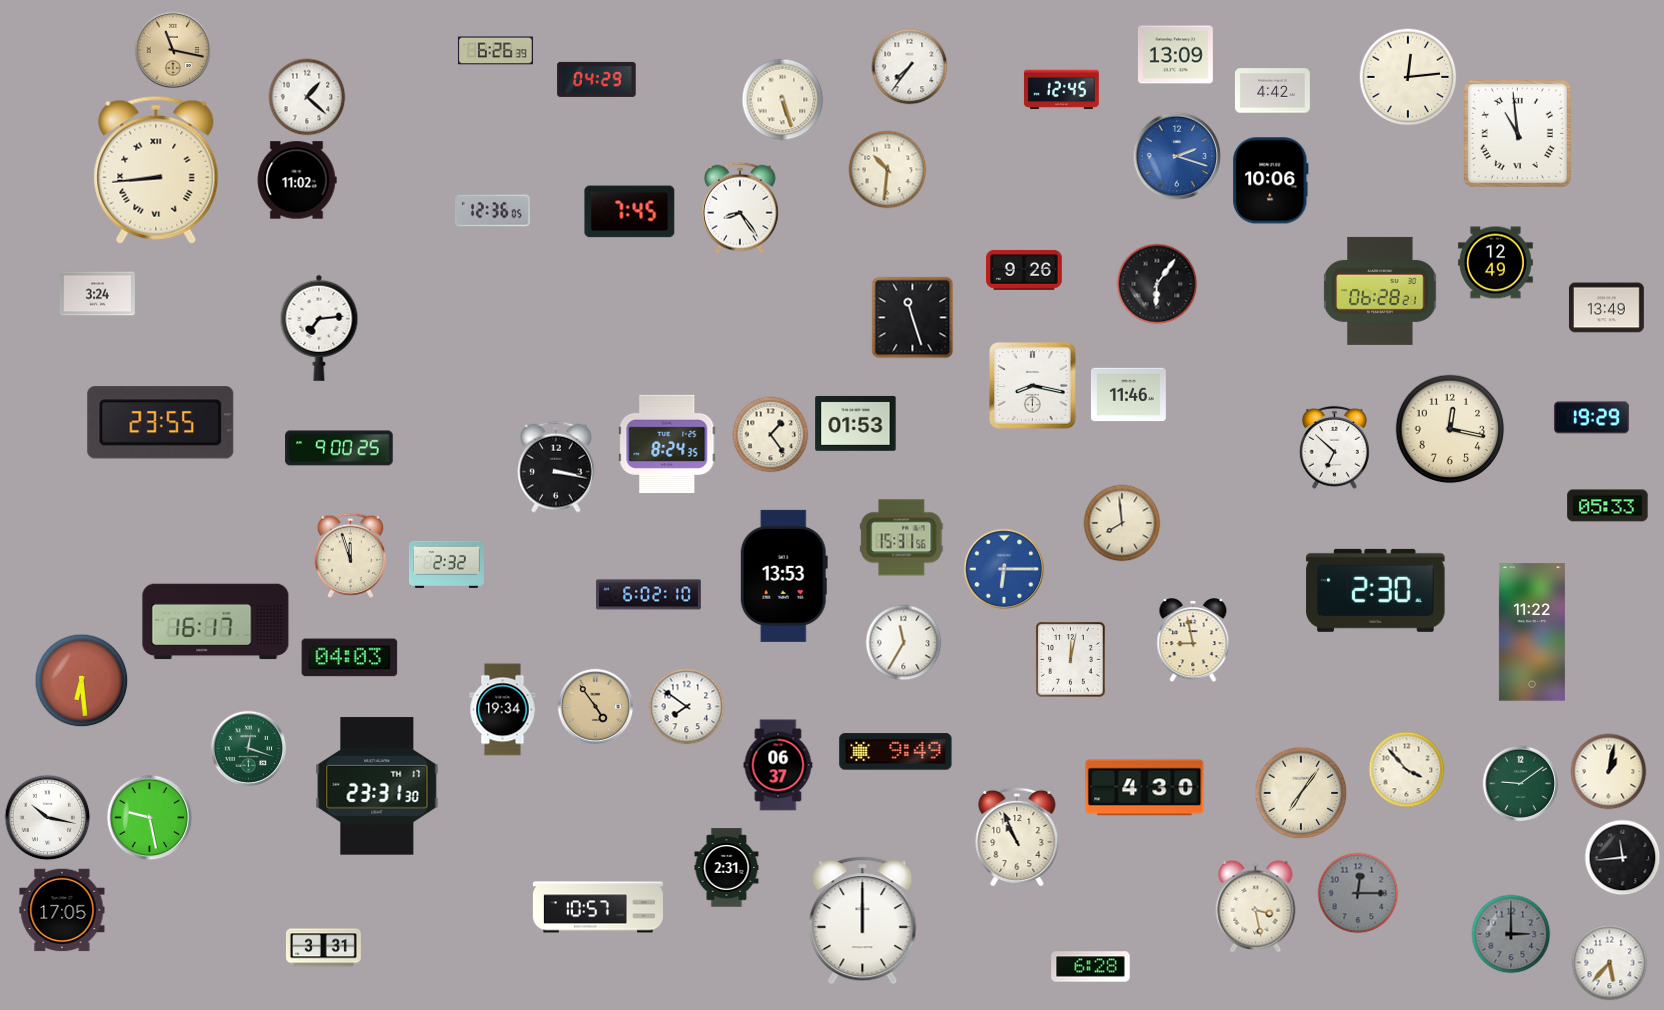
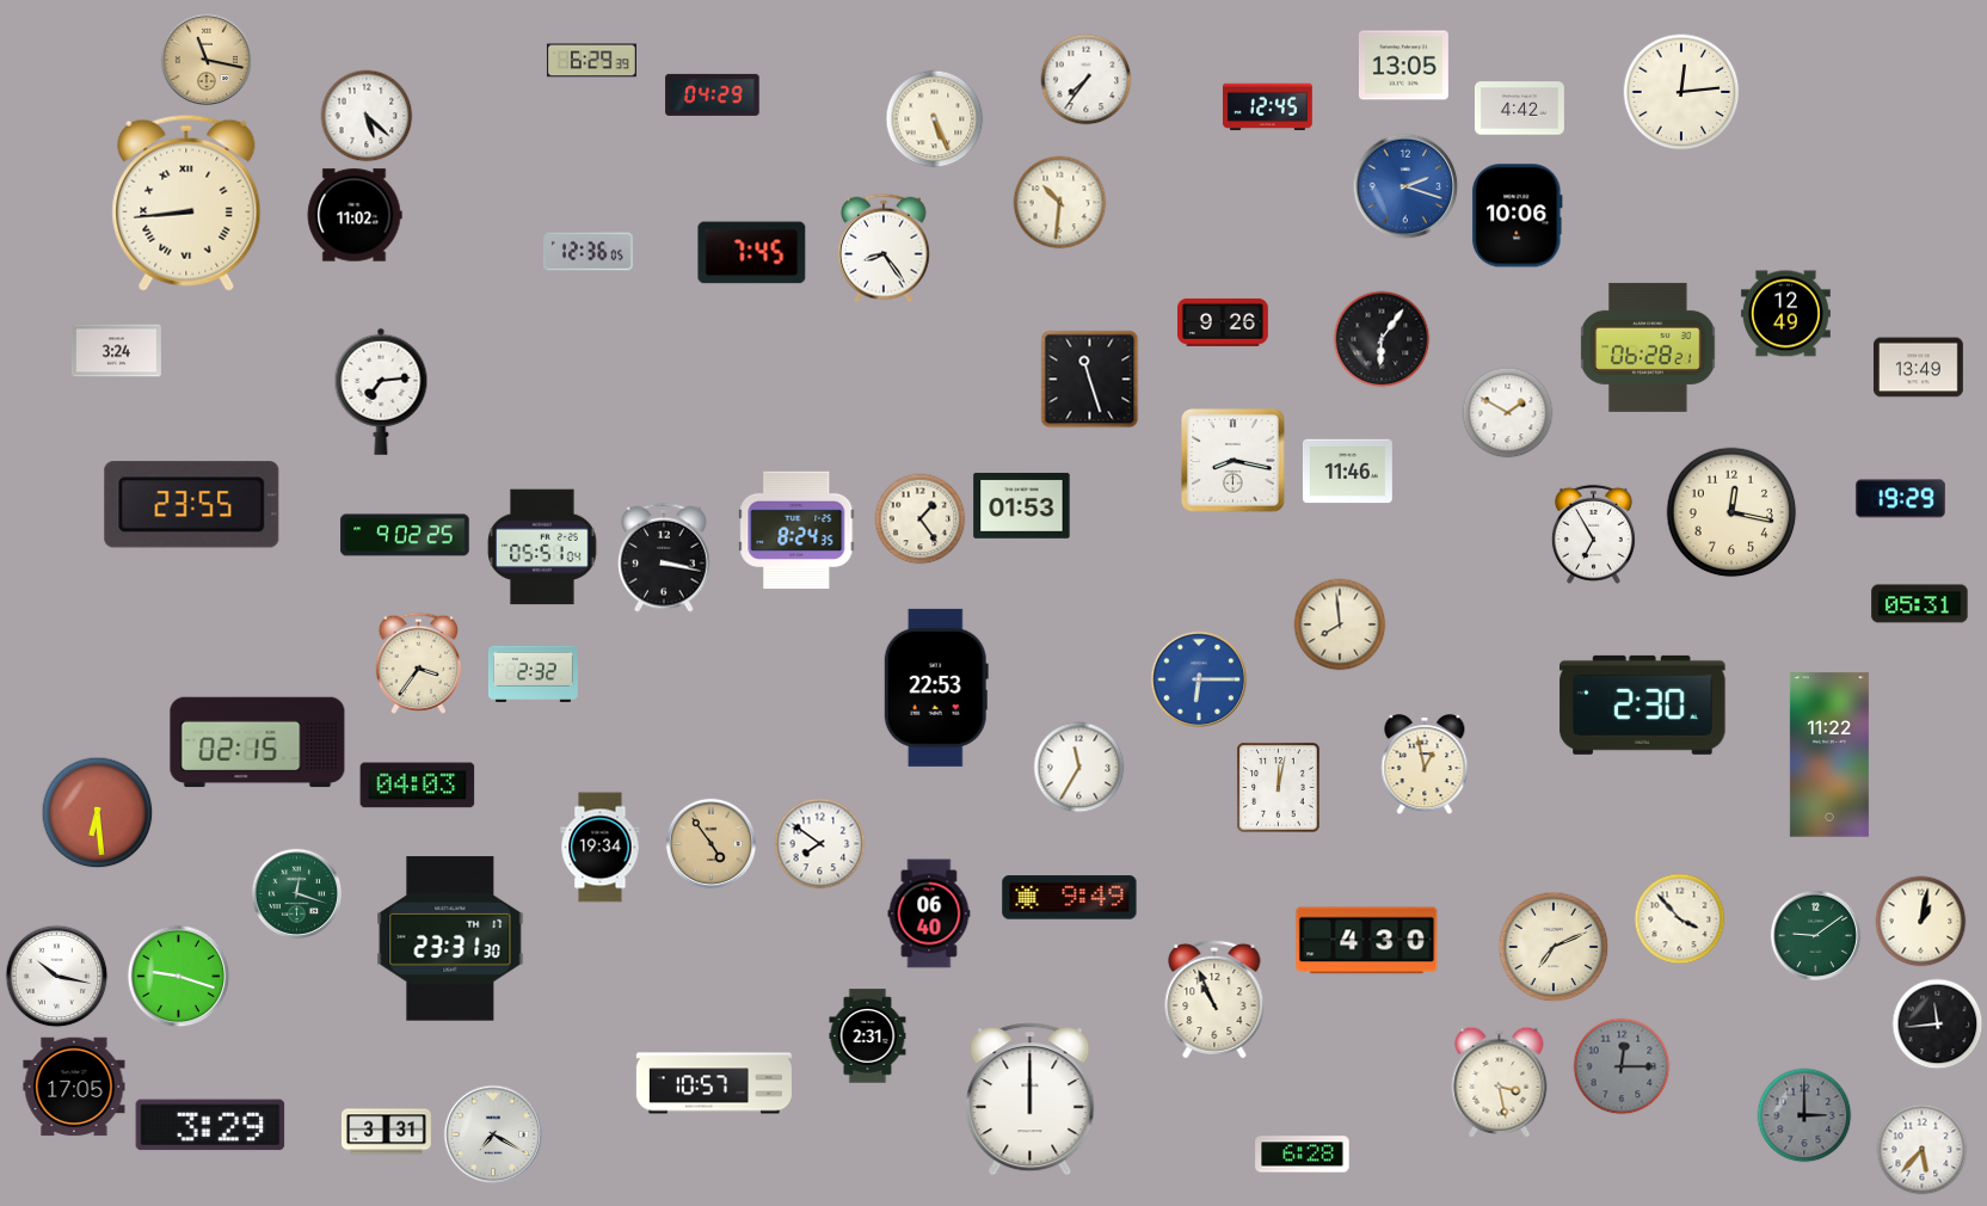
clock at (495, 51): 6:26 -> 6:29
clock at (1175, 55): 13:09 -> 13:05
clock at (307, 97): 1:22 -> 5:22
clock at (783, 100): 5:27 -> 5:26
clock at (1517, 133): 10:59 -> none
clock at (1508, 413): none -> 1:50
clock at (1334, 447): 6:52 -> 6:55
clock at (339, 448): 9:00 -> 9:02
clock at (542, 547): none -> 05:51
clock at (1608, 506): 05:33 -> 05:31
clock at (902, 538): 15:31 -> none
clock at (350, 555): 11:57 -> 3:36
clock at (784, 576): 13:53 -> 22:53
clock at (649, 595): 6:02 -> none
clock at (216, 622): 16:17 -> 02:15
clock at (1193, 641): 8:58 -> 12:58
clock at (778, 765): 06:37 -> 06:40
clock at (1301, 793): 7:06 -> 7:11
clock at (150, 818): 9:28 -> 9:18
clock at (210, 1125): none -> 3:29
clock at (493, 1134): none -> 7:20
